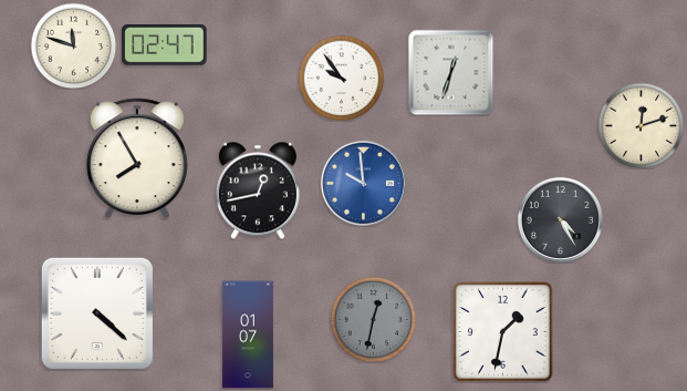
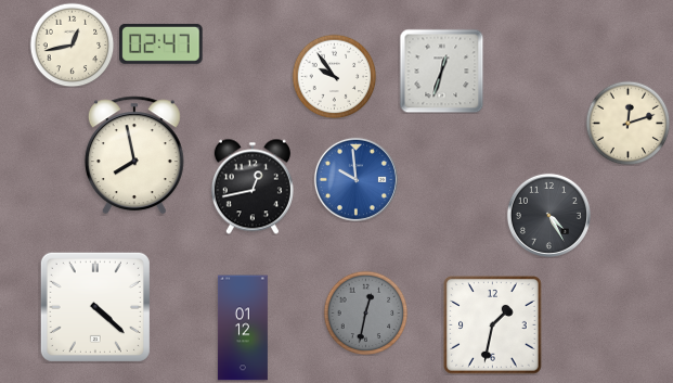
clock at (73, 45): 11:48 -> 12:43
clock at (137, 158): 7:55 -> 7:58
clock at (248, 335): 01:07 -> 01:12
